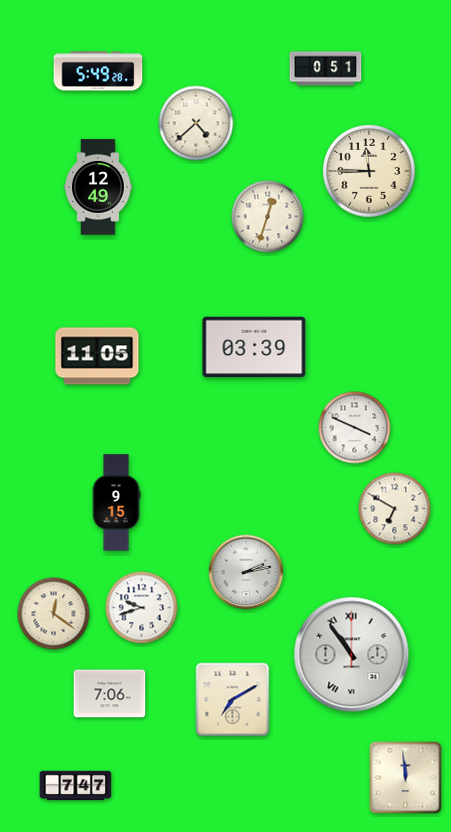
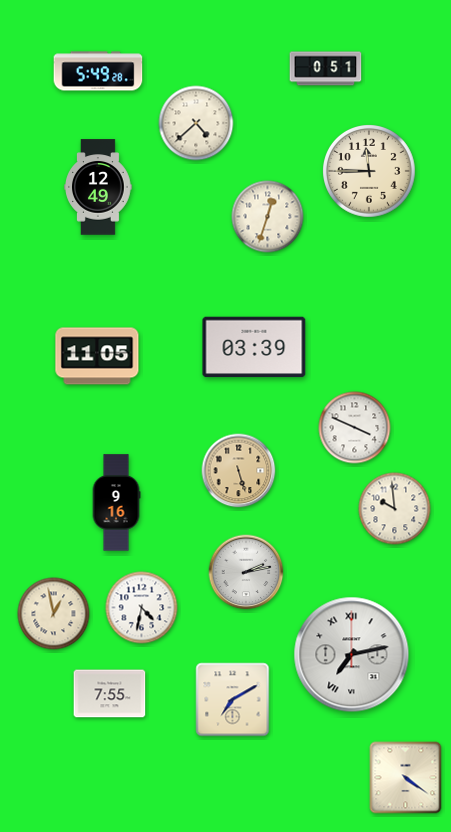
clock at (239, 471): none -> 5:27
clock at (116, 503): 9:15 -> 9:16
clock at (395, 509): 6:50 -> 9:59
clock at (142, 608): 9:42 -> 4:32
clock at (54, 614): 12:21 -> 12:58
clock at (352, 655): 10:54 -> 7:13
clock at (110, 694): 7:06 -> 7:55
clock at (406, 778): 11:59 -> 4:21
clock at (76, 786): 7:47 -> none
